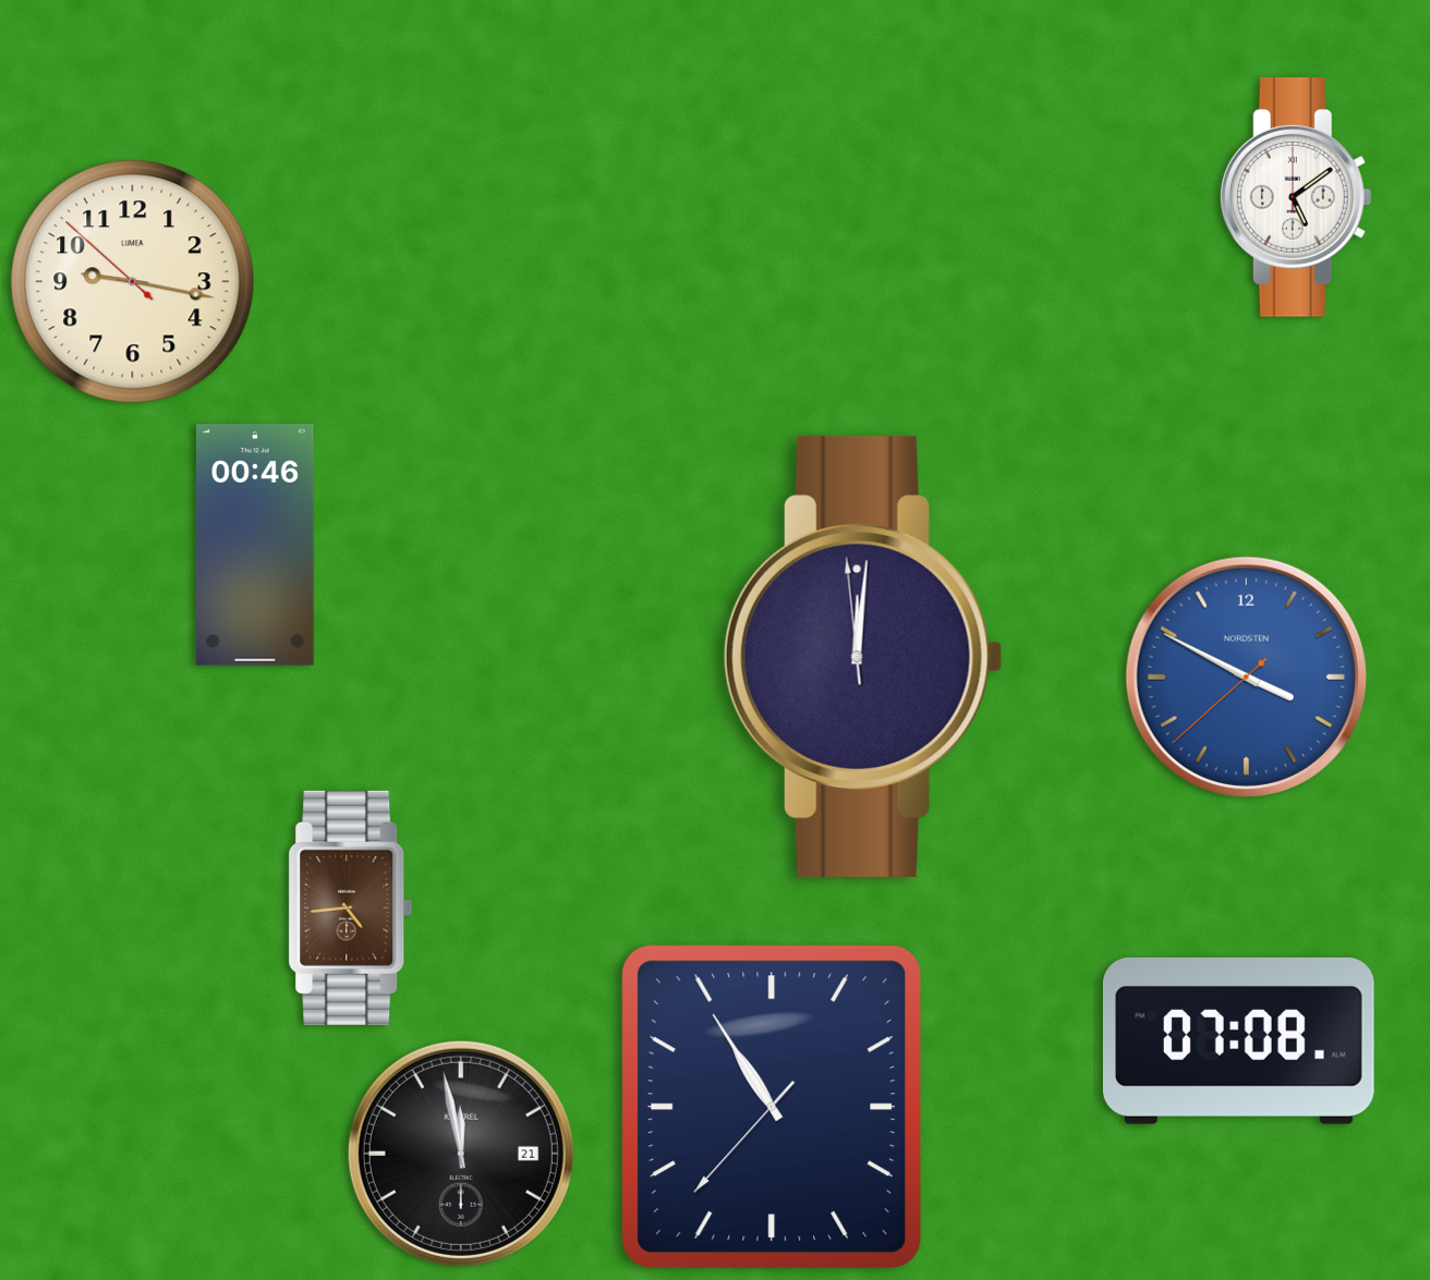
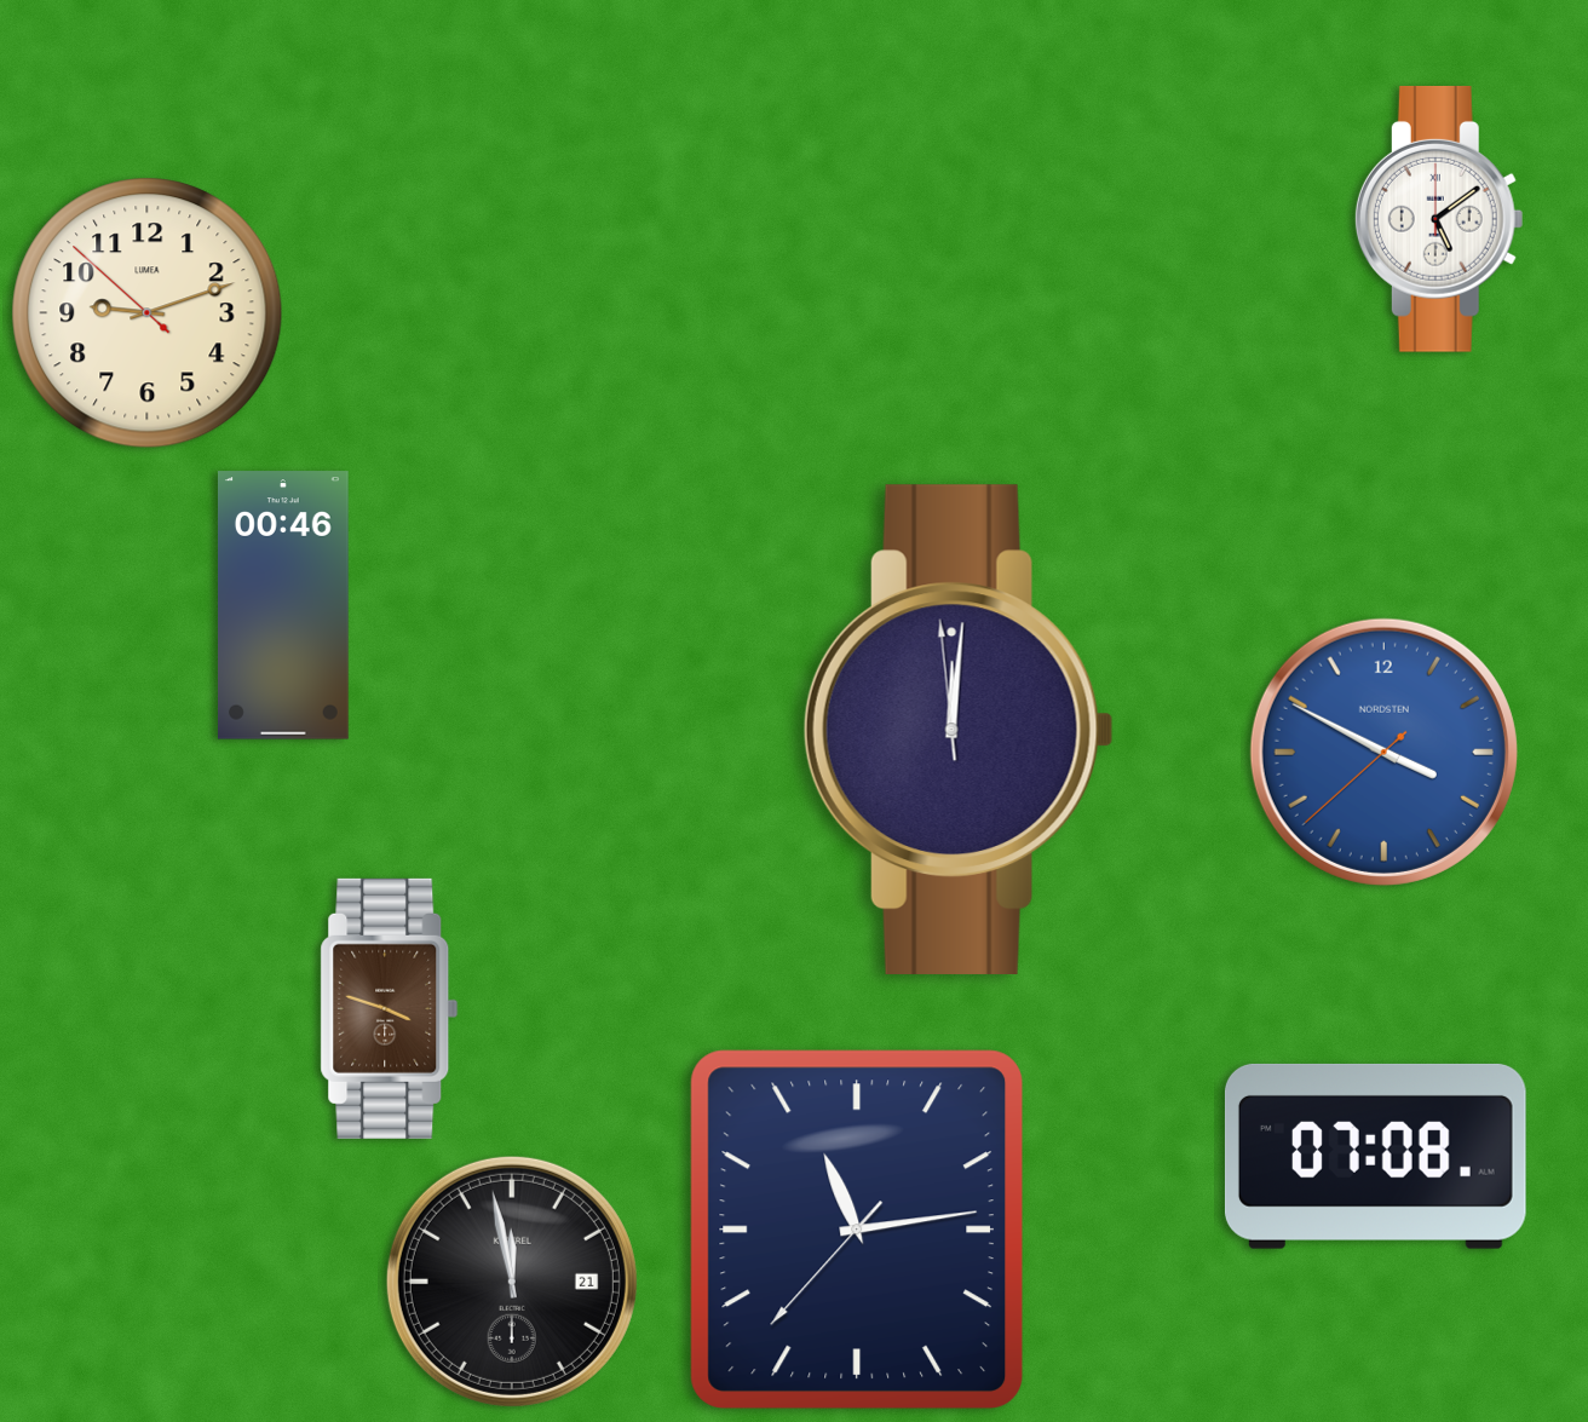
clock at (133, 282): 9:16 -> 9:11
clock at (351, 907): 4:44 -> 3:48
clock at (771, 1106): 10:54 -> 11:13
